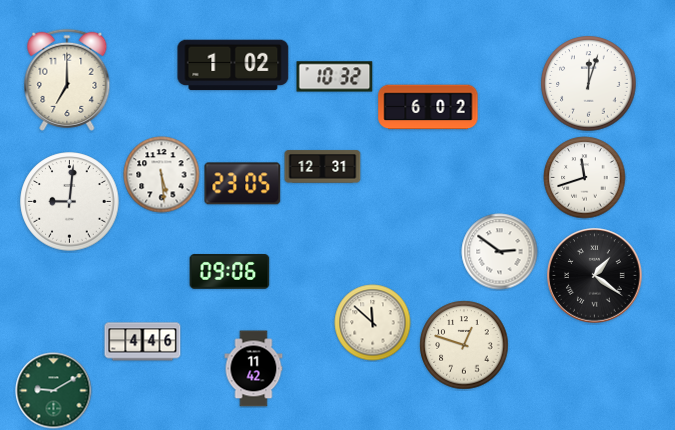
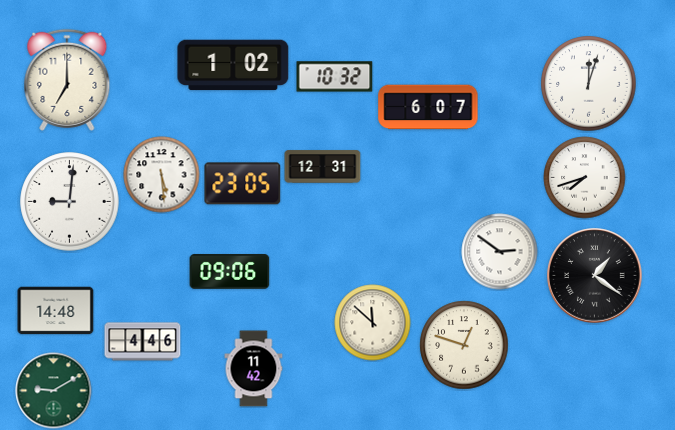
clock at (428, 107): 6:02 -> 6:07
clock at (585, 178): 11:42 -> 7:42
clock at (56, 311): none -> 14:48
